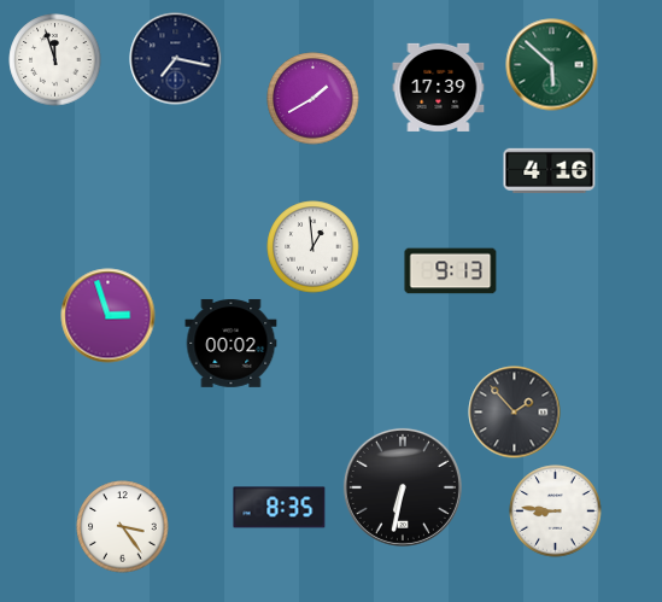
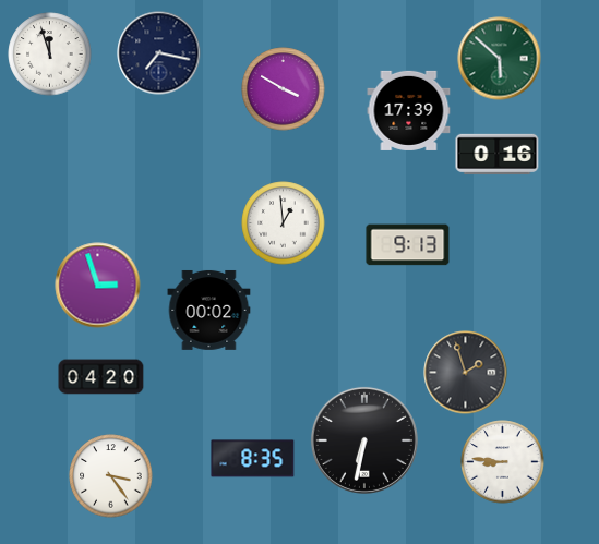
clock at (439, 87) position: (439, 87) -> (409, 110)
clock at (314, 99): 1:40 -> 3:50
clock at (550, 170): 4:16 -> 0:16
clock at (515, 413): 1:53 -> 1:57
clock at (101, 377): none -> 04:20
